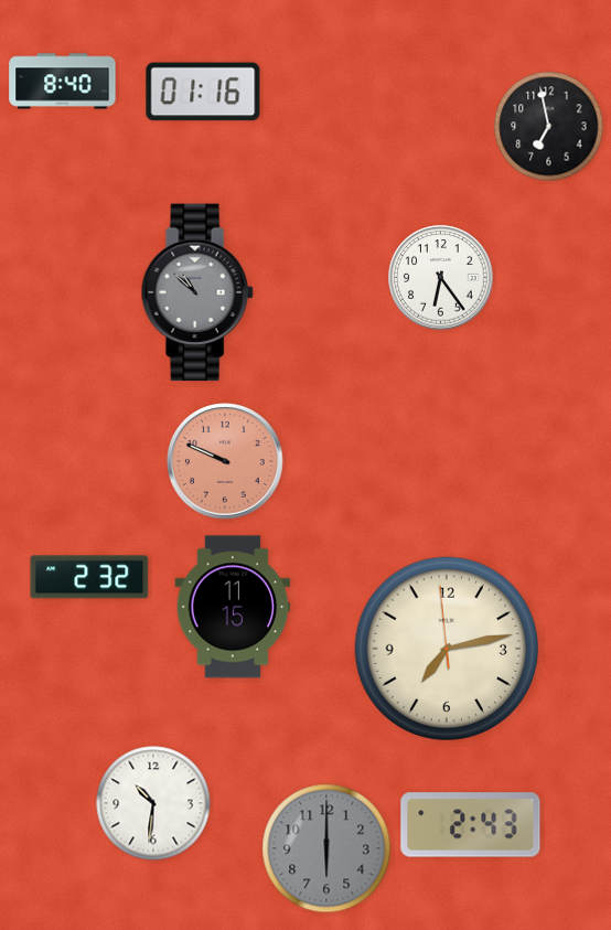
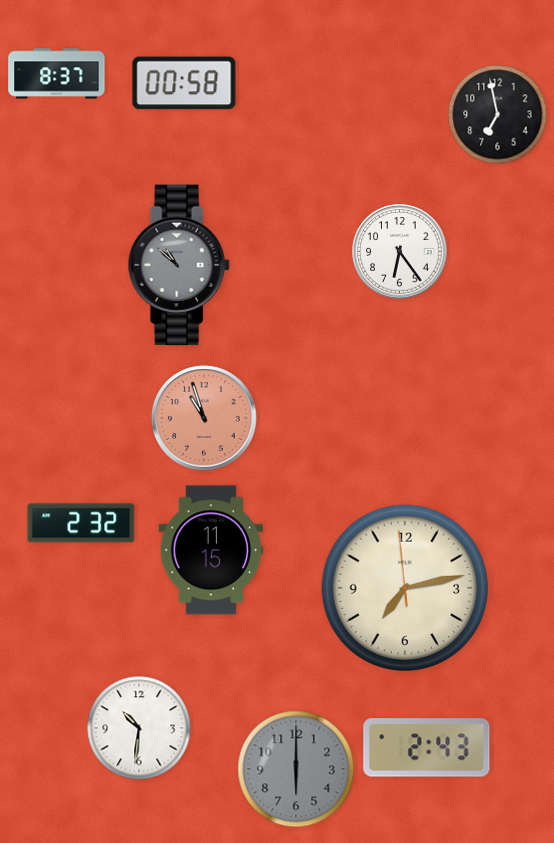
clock at (63, 82): 8:40 -> 8:37
clock at (203, 92): 01:16 -> 00:58
clock at (225, 461): 9:49 -> 10:57
